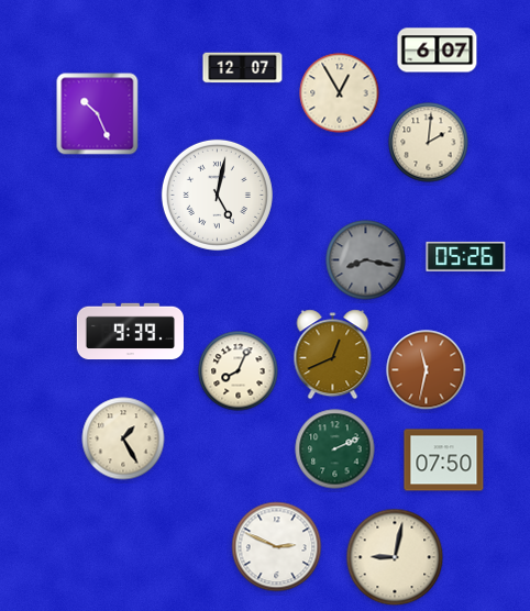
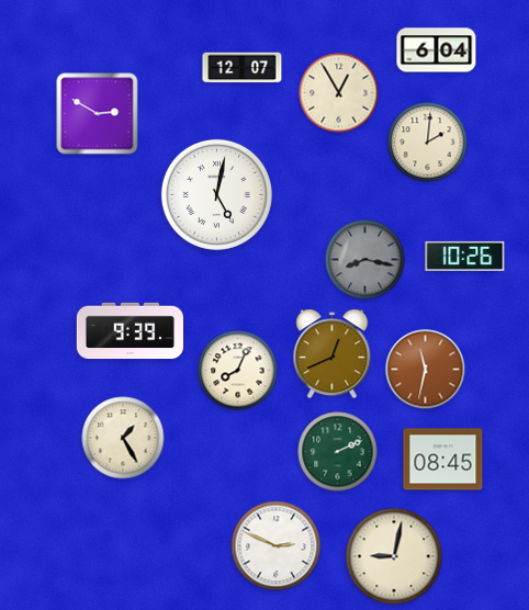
clock at (438, 51): 6:07 -> 6:04
clock at (98, 114): 10:26 -> 2:50
clock at (466, 256): 05:26 -> 10:26
clock at (335, 449) position: (335, 449) -> (338, 452)
clock at (444, 460): 07:50 -> 08:45
